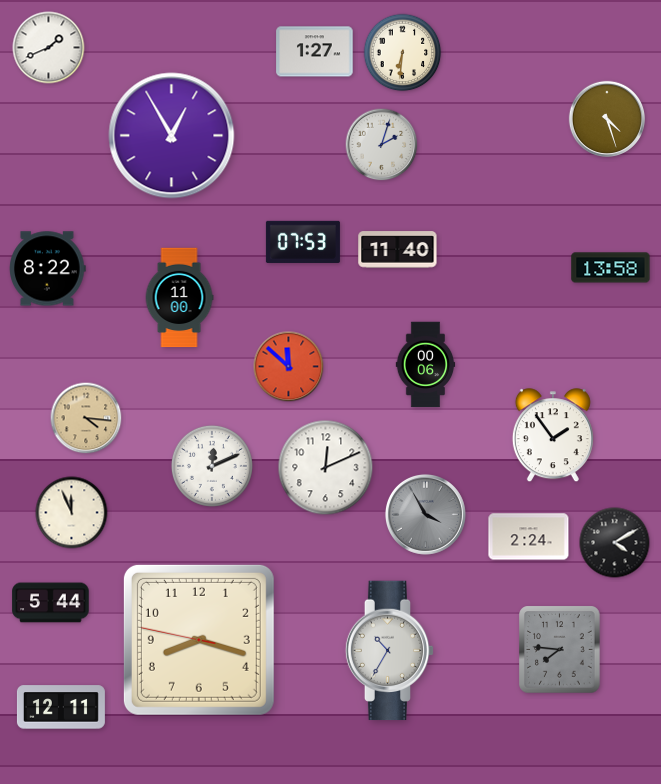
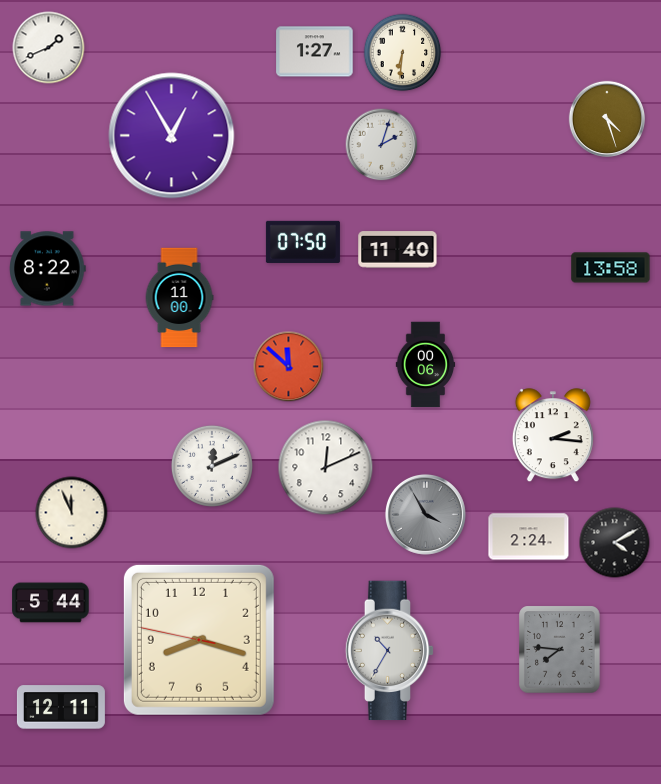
clock at (303, 242): 07:53 -> 07:50
clock at (86, 418): 4:16 -> none
clock at (553, 436): 1:54 -> 2:16
